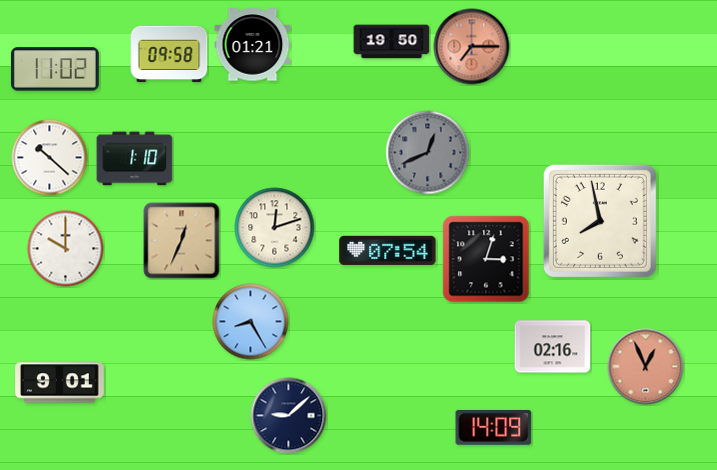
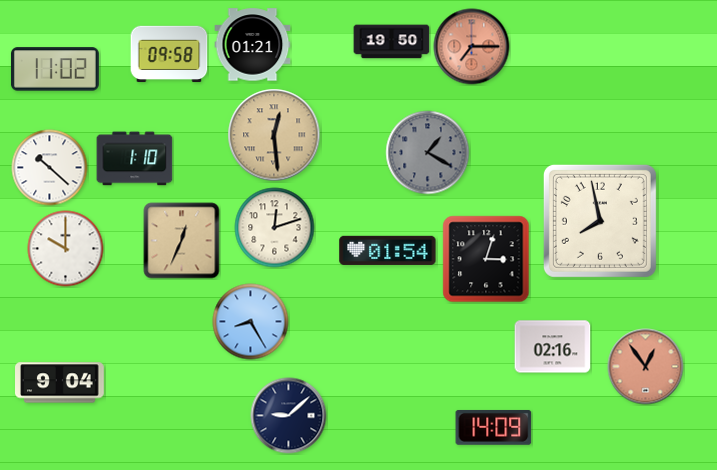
clock at (274, 135): none -> 12:29
clock at (428, 153): 12:41 -> 1:20
clock at (50, 158) position: (50, 158) -> (50, 168)
clock at (388, 250): 07:54 -> 01:54
clock at (646, 367): 12:56 -> 12:54
clock at (60, 383): 9:01 -> 9:04
